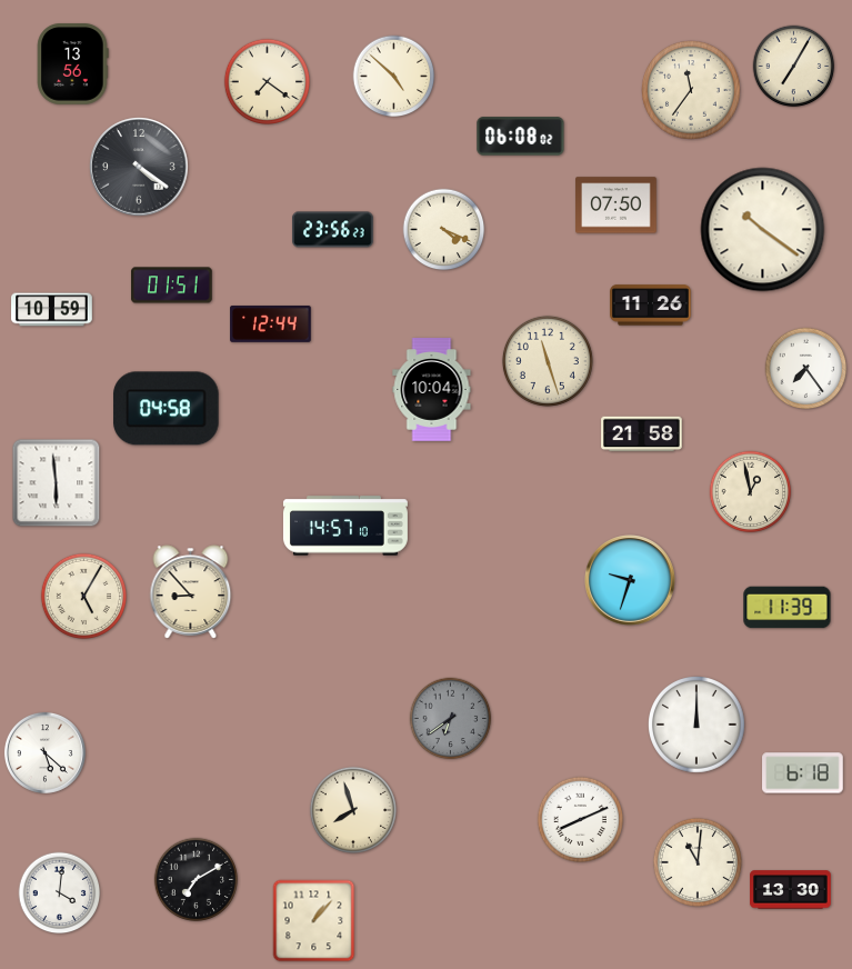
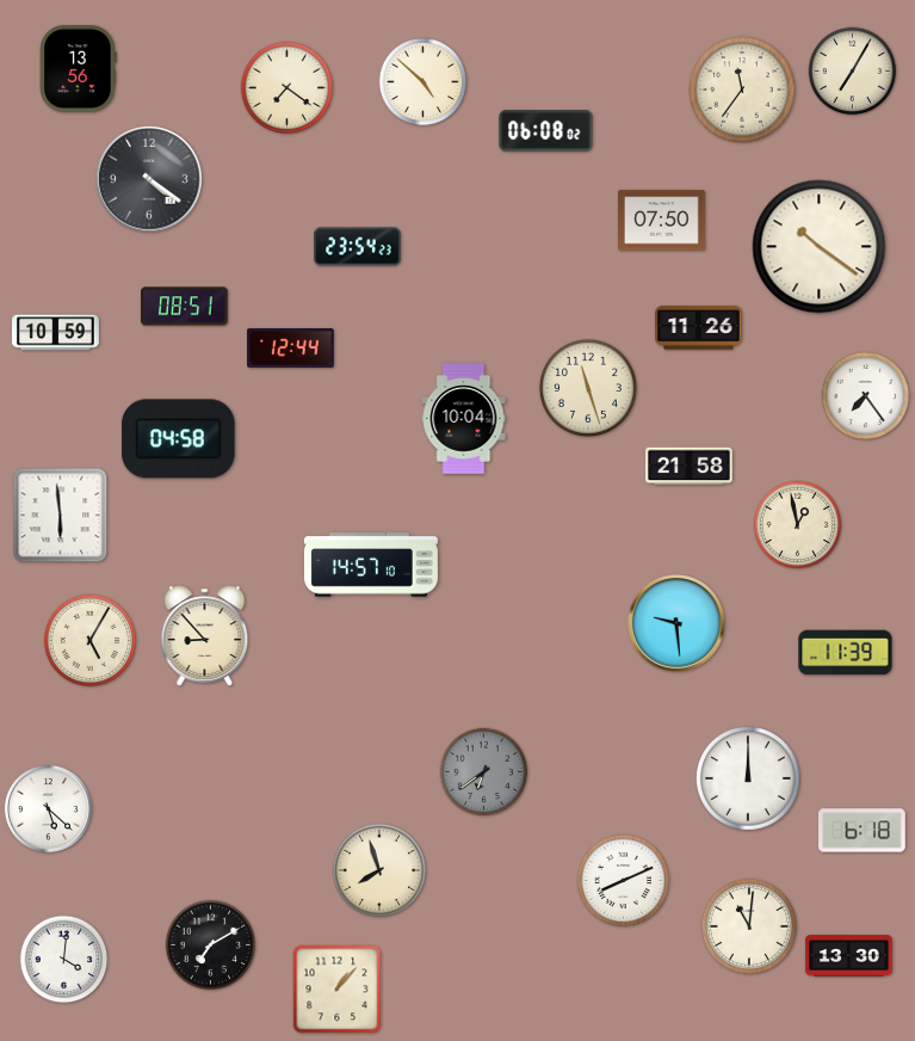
clock at (691, 90) position: (691, 90) -> (742, 90)
clock at (521, 137) position: (521, 137) -> (546, 131)
clock at (333, 230): 23:56 -> 23:54
clock at (444, 230): 4:19 -> none
clock at (172, 286): 01:51 -> 08:51
clock at (57, 483) position: (57, 483) -> (61, 516)
clock at (751, 492) position: (751, 492) -> (798, 525)
clock at (631, 581): 9:33 -> 9:29
